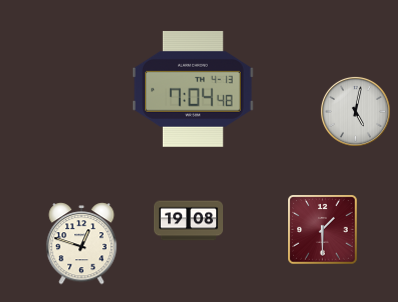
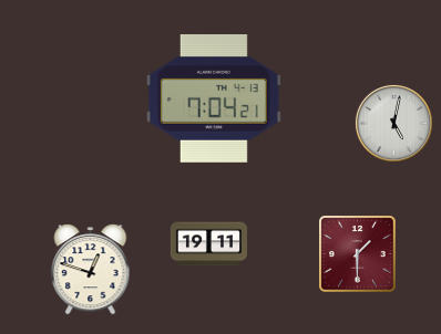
clock at (193, 89): 7:04:48 -> 7:04:21
clock at (188, 221): 19:08 -> 19:11
